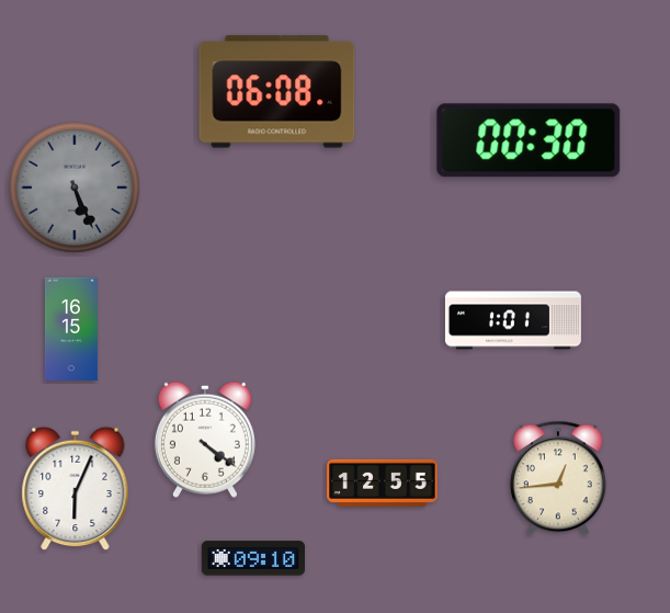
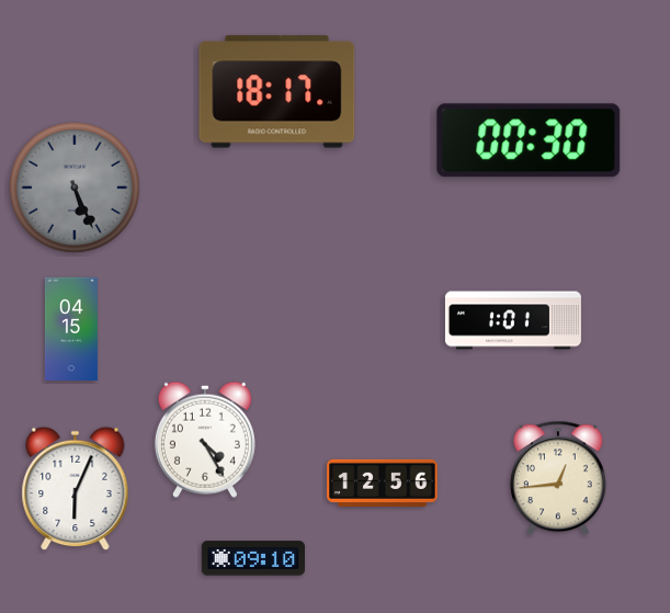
clock at (277, 92): 06:08 -> 18:17
clock at (71, 328): 16:15 -> 04:15
clock at (205, 440): 4:21 -> 4:25
clock at (383, 483): 12:55 -> 12:56
